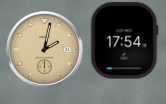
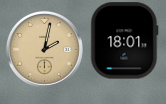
clock at (125, 41): 17:54 -> 18:01
